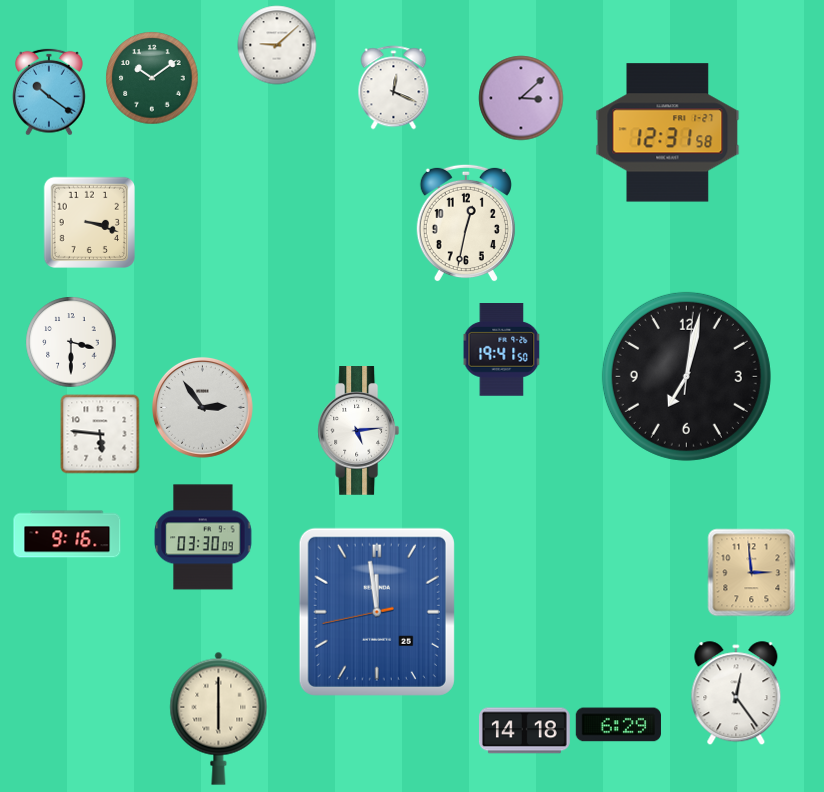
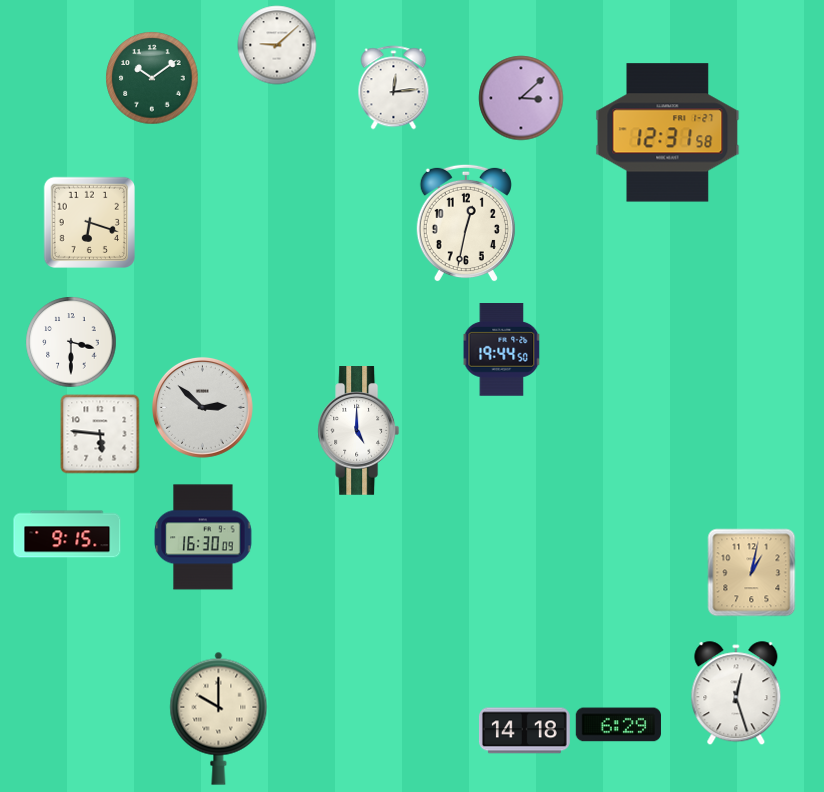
clock at (394, 88): 12:19 -> 12:14
clock at (50, 92): 10:21 -> none
clock at (89, 222): 3:18 -> 6:18
clock at (502, 350): 19:41 -> 19:44
clock at (686, 376): 7:02 -> none
clock at (202, 407): 2:54 -> 2:52
clock at (359, 431): 5:14 -> 5:00
clock at (67, 534): 9:16 -> 9:15
clock at (203, 537): 03:30 -> 16:30
clock at (752, 573): 2:59 -> 1:02
clock at (377, 612): 11:58 -> none
clock at (736, 694): 12:24 -> 12:27
clock at (219, 718): 6:00 -> 10:00
